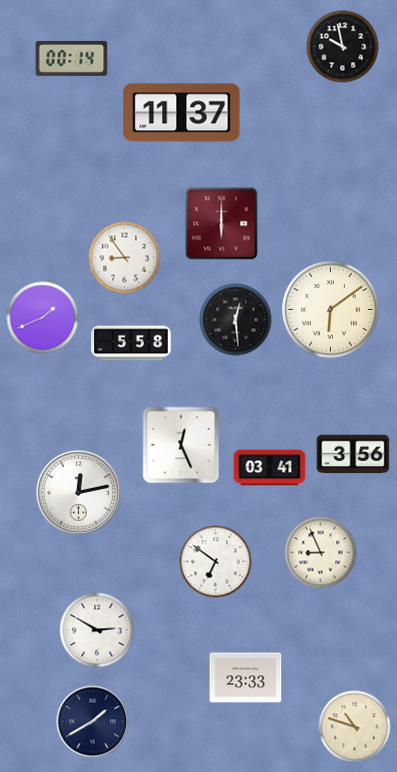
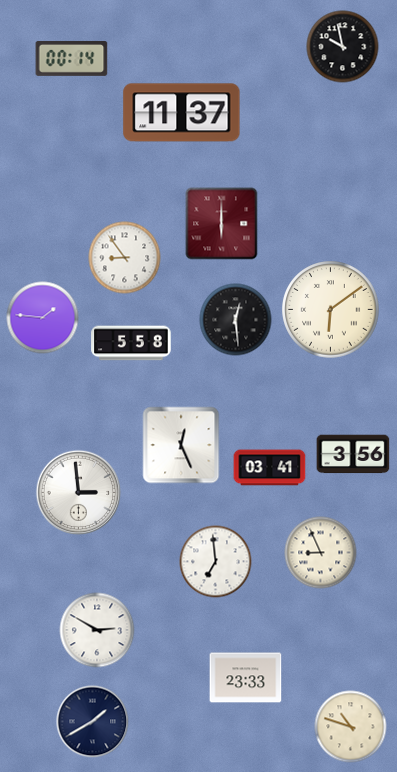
clock at (43, 318): 1:41 -> 1:46
clock at (79, 493): 12:13 -> 2:59
clock at (216, 562): 6:51 -> 6:59
clock at (355, 727) position: (355, 727) -> (351, 727)
